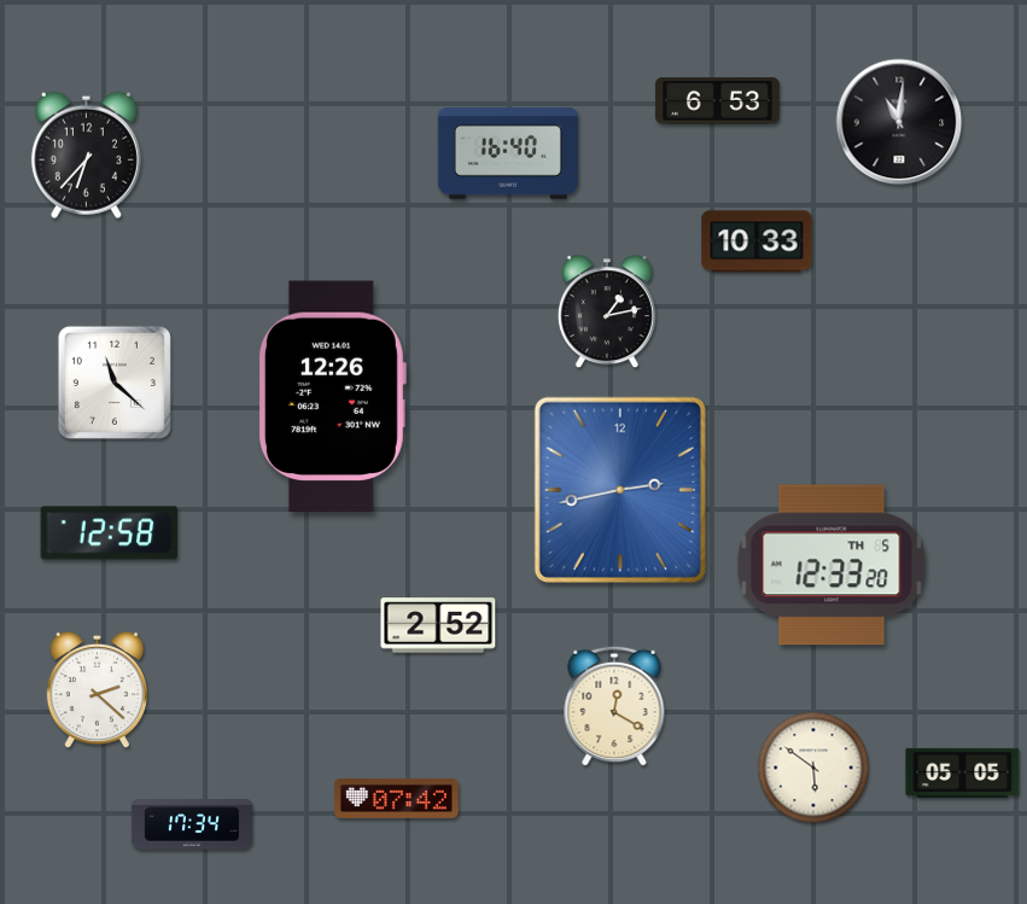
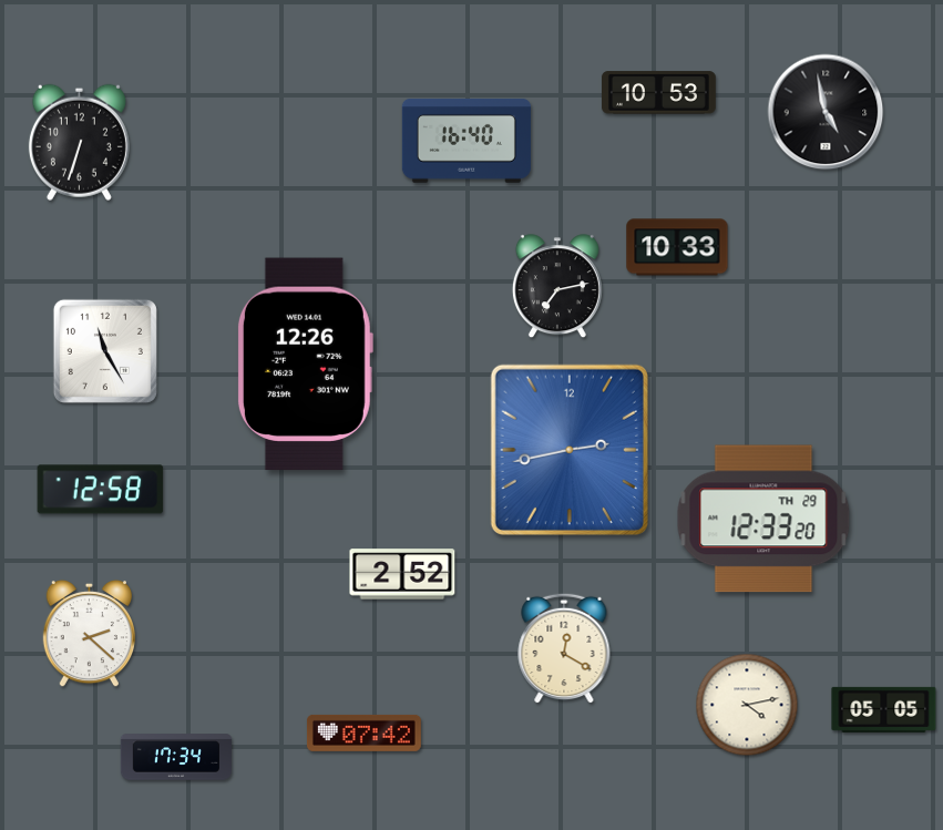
clock at (717, 101): 6:53 -> 10:53
clock at (899, 122): 11:01 -> 4:58
clock at (86, 154): 6:37 -> 6:33
clock at (757, 241) position: (757, 241) -> (677, 247)
clock at (607, 313): 1:13 -> 7:13
clock at (115, 383): 11:22 -> 11:25
clock at (831, 565) date: TH 5 -> TH 29
clock at (813, 768): 5:51 -> 4:13
